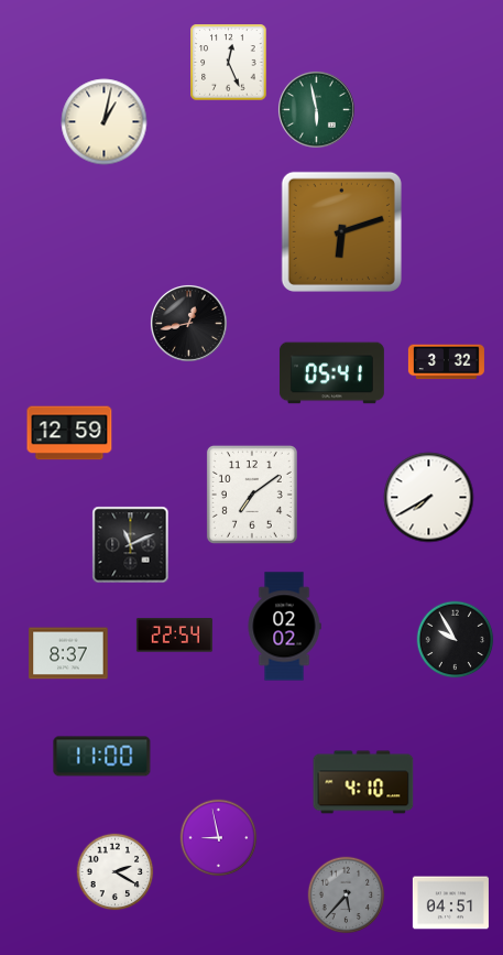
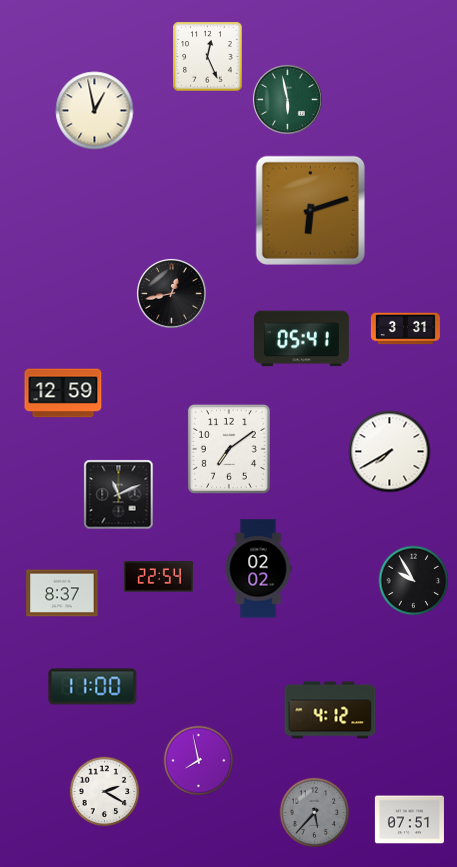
clock at (105, 122): 1:02 -> 12:58
clock at (446, 362): 3:32 -> 3:31
clock at (363, 782): 4:10 -> 4:12
clock at (219, 838): 8:58 -> 7:58
clock at (450, 903): 04:51 -> 07:51
